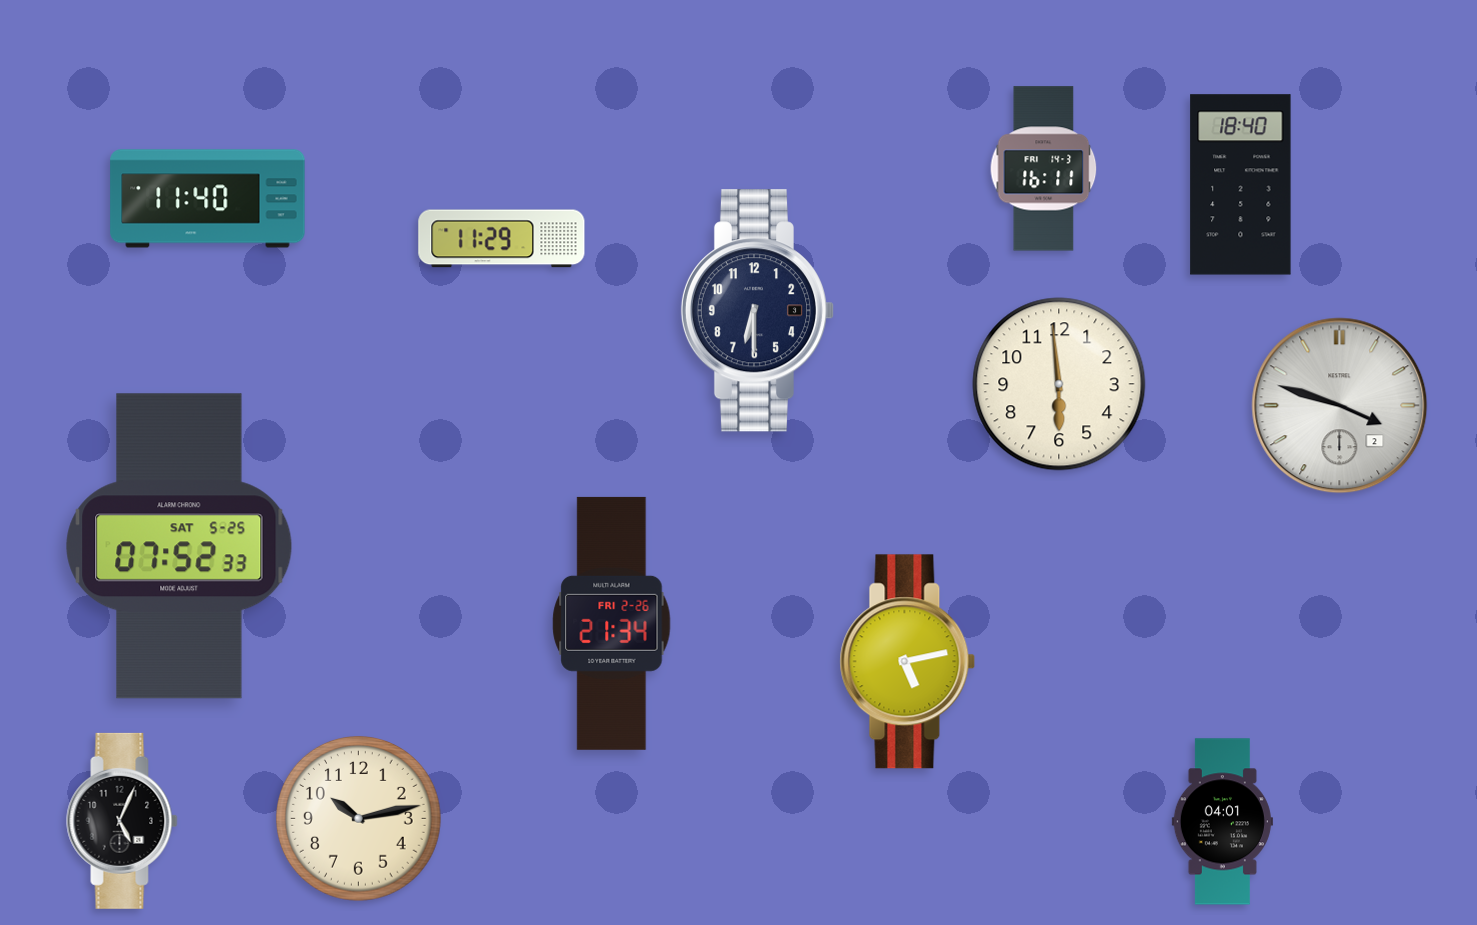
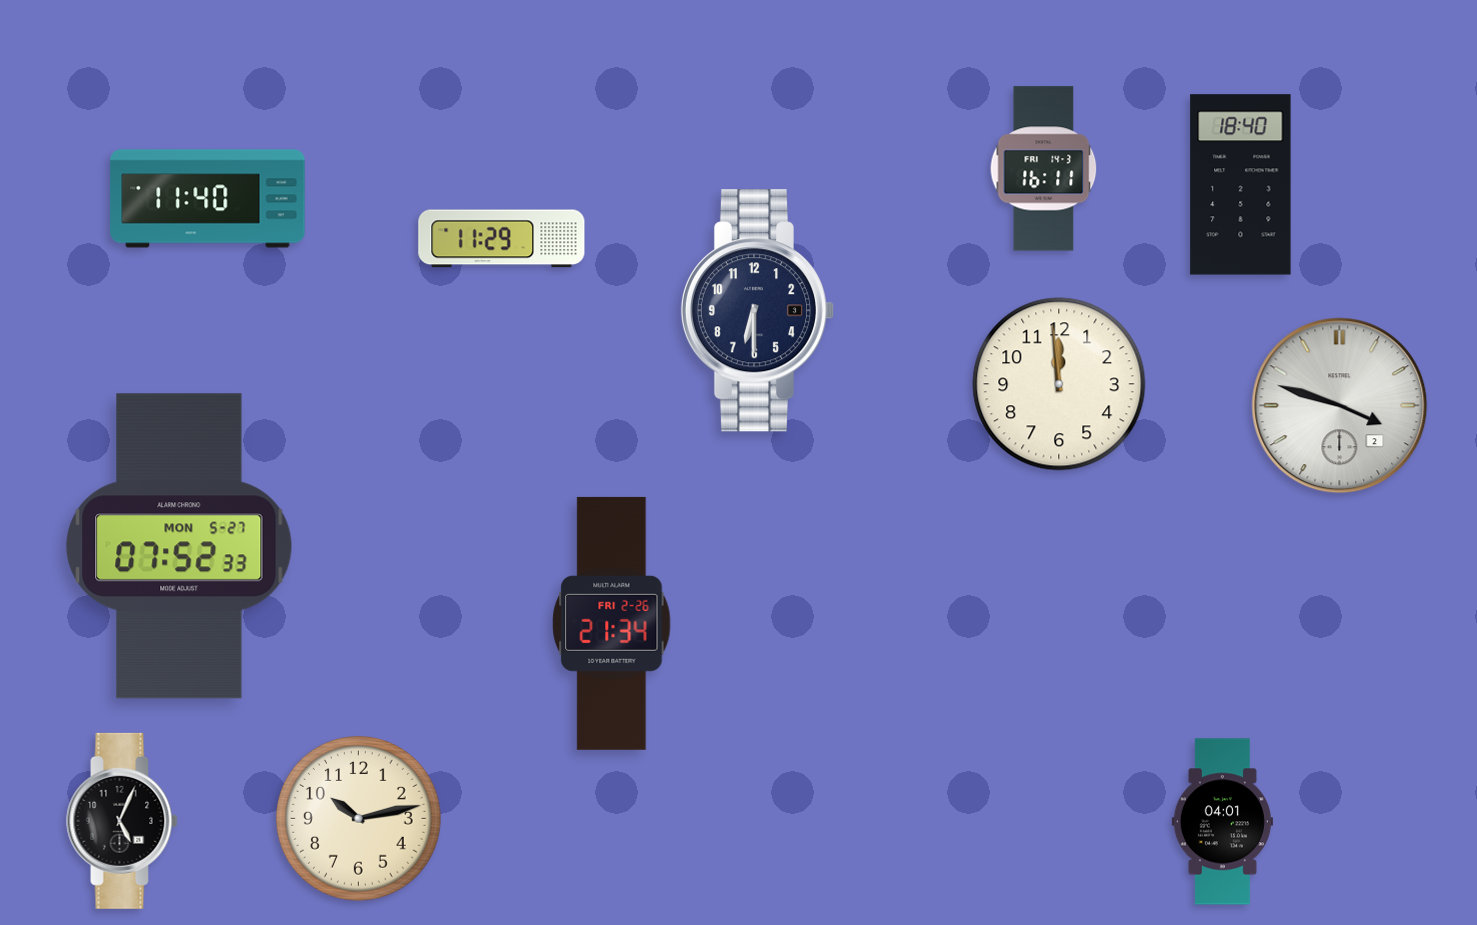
clock at (1059, 384): 5:59 -> 11:59
clock at (179, 546) date: SAT 5-25 -> MON 5-27
clock at (908, 662): 5:13 -> none
